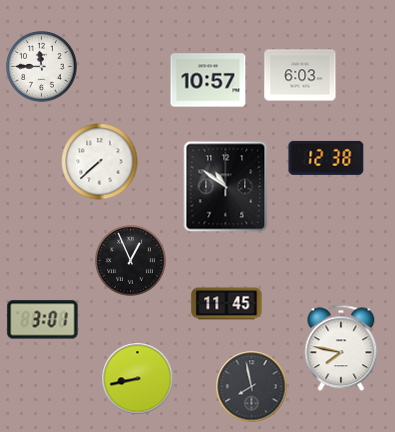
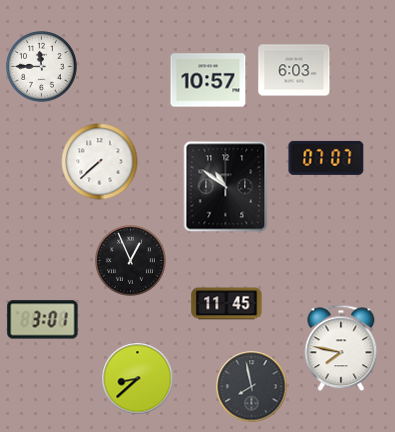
clock at (300, 75) position: (300, 75) -> (294, 70)
clock at (326, 158): 12:38 -> 07:07
clock at (138, 379): 8:43 -> 8:38
